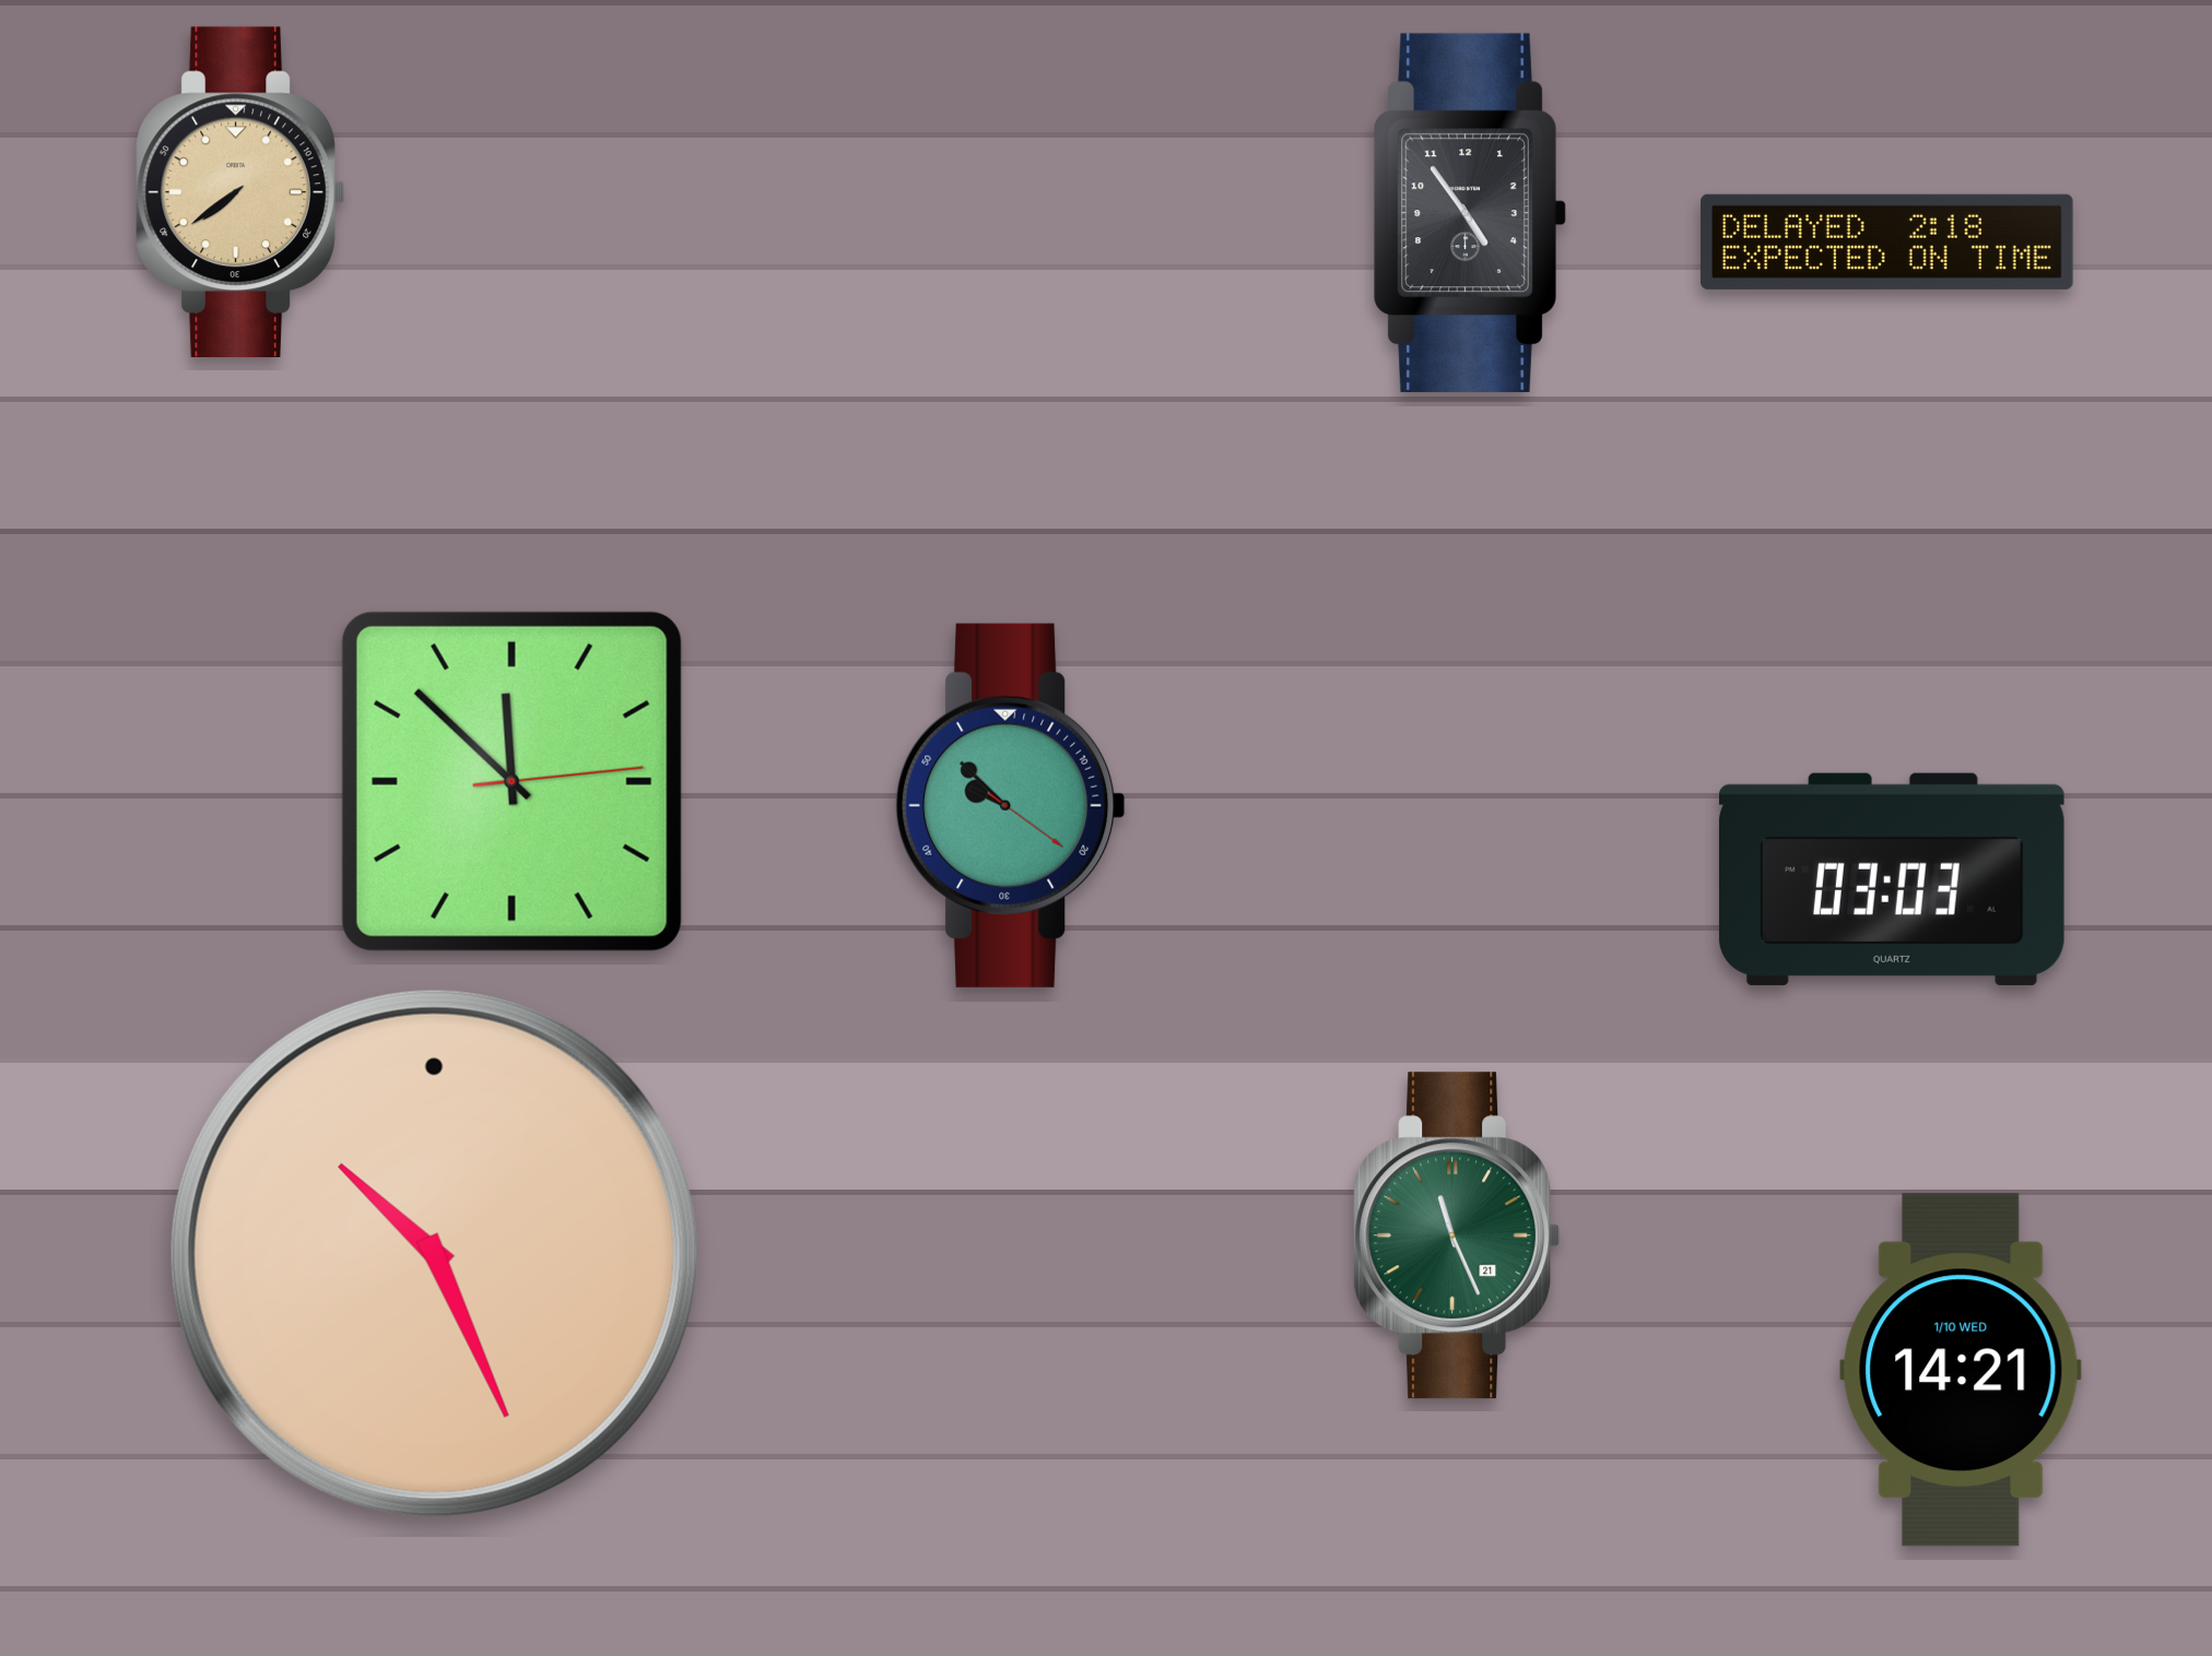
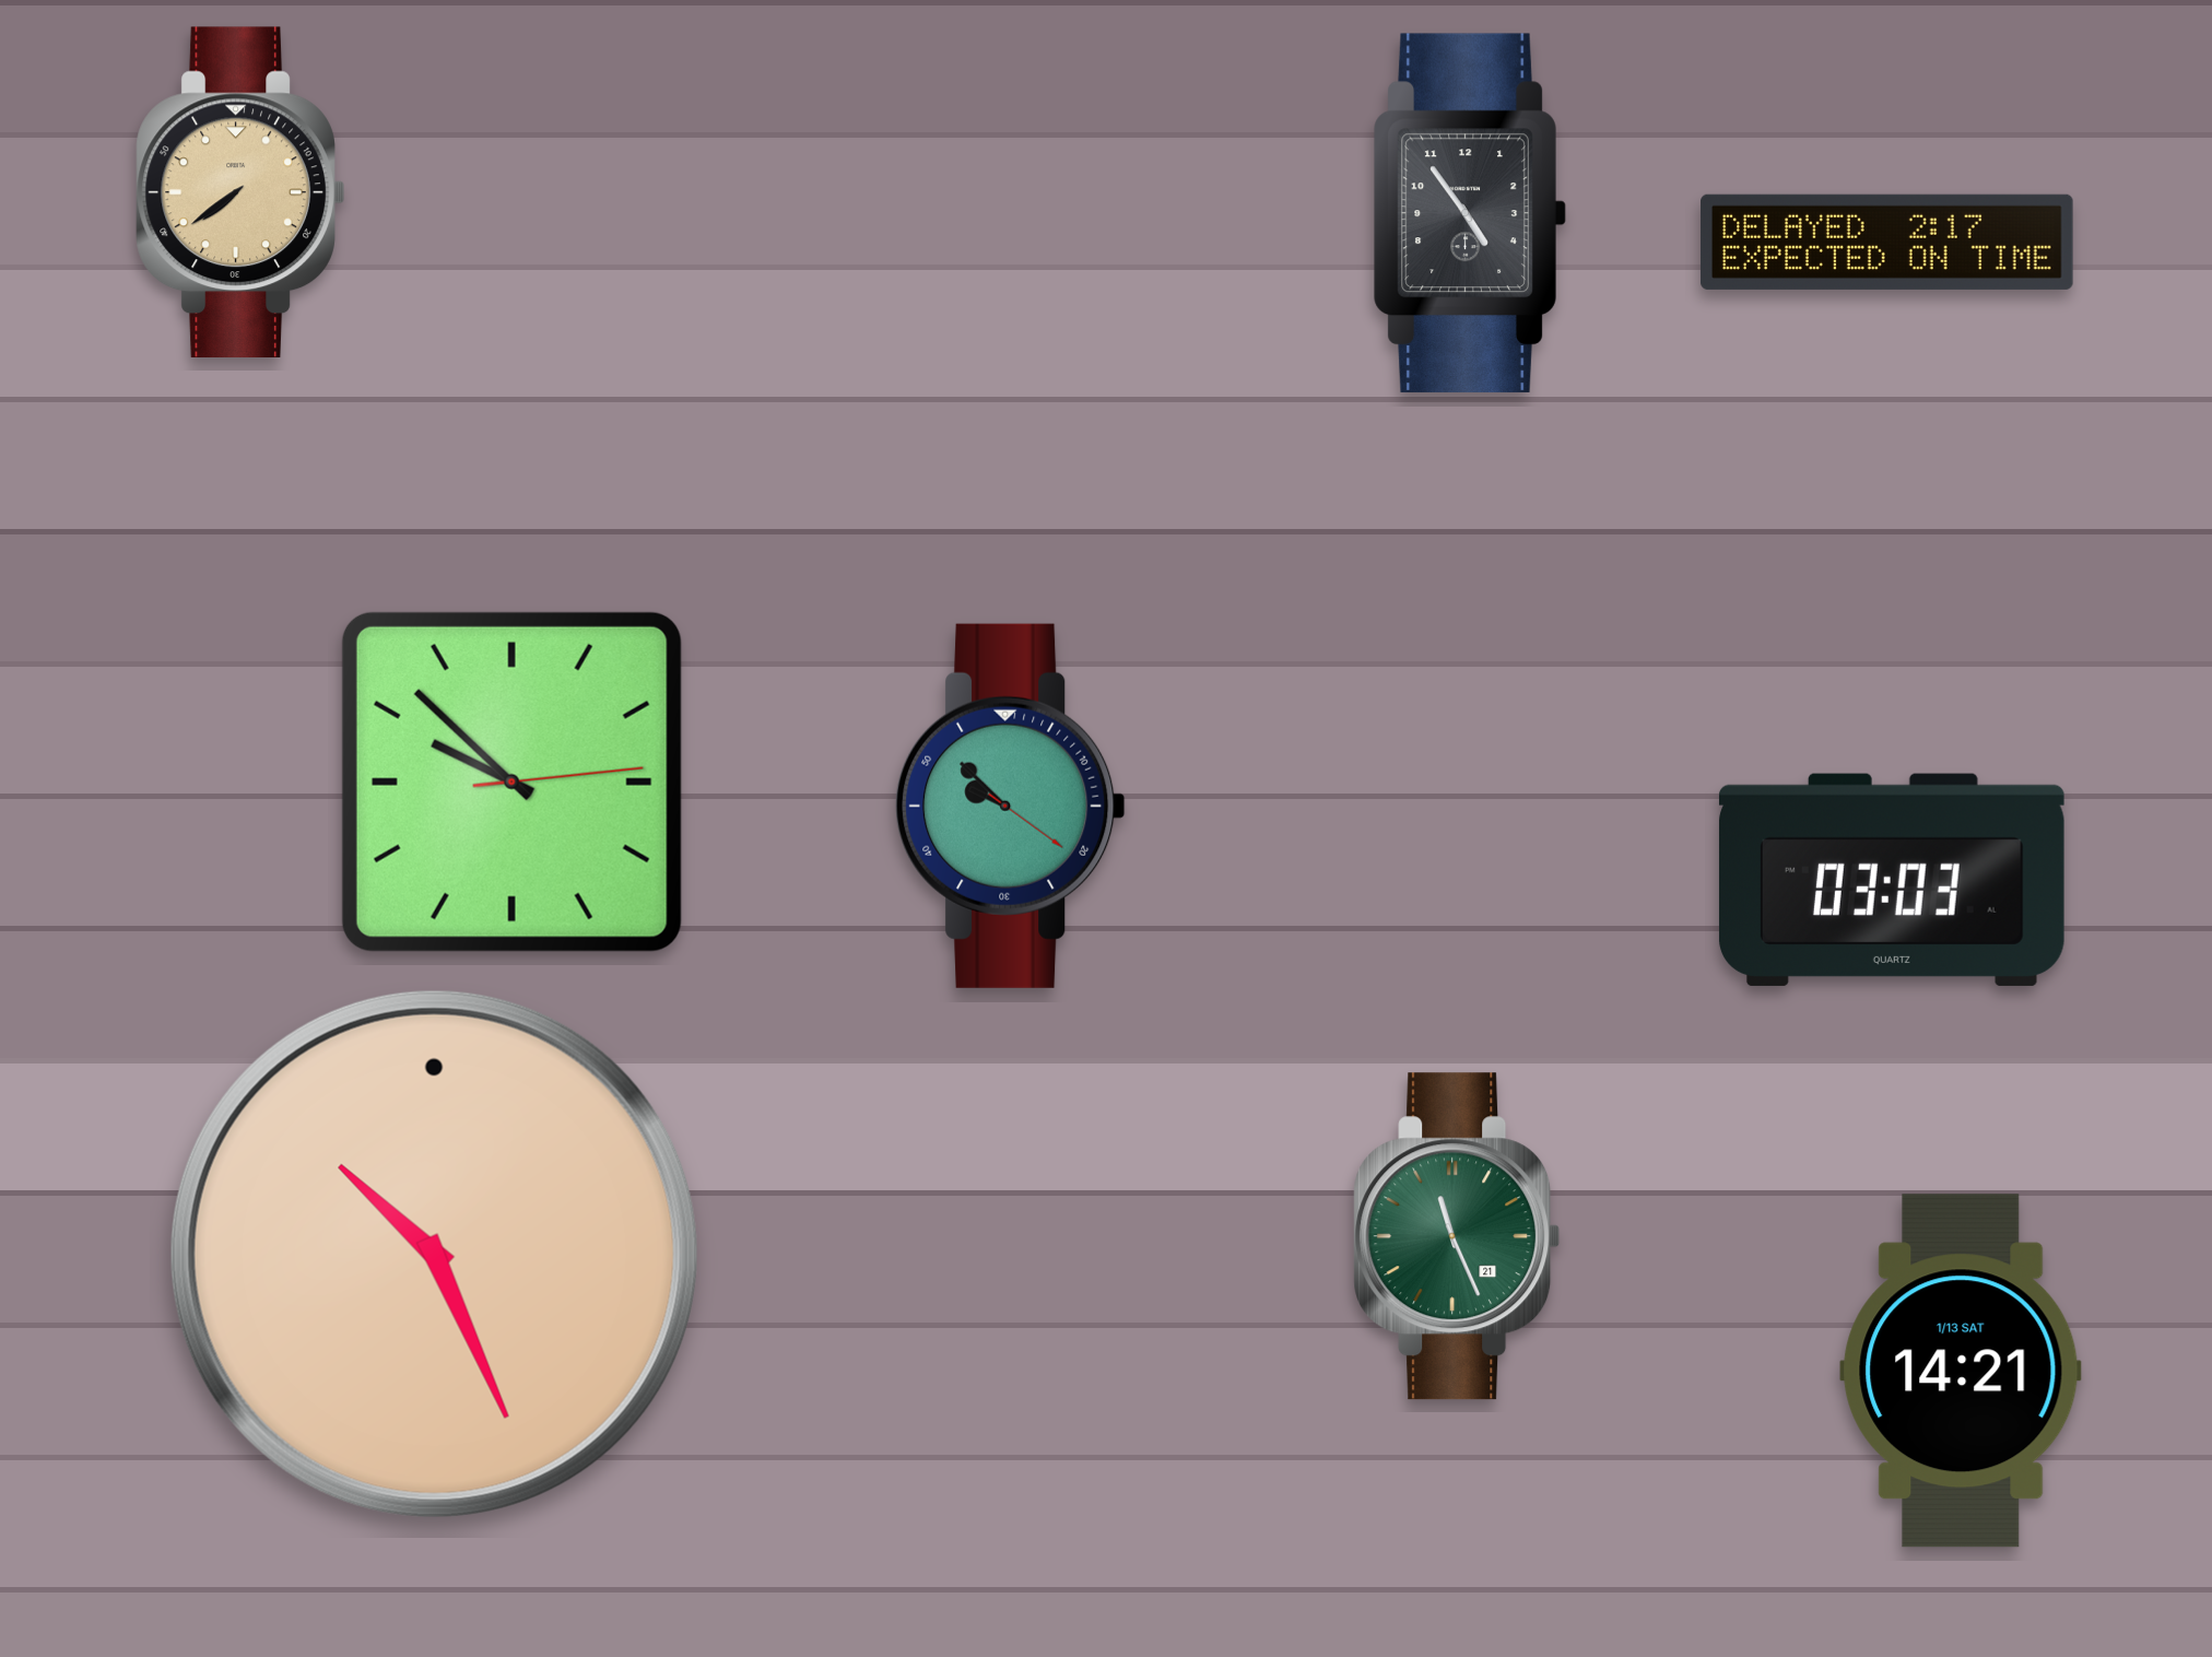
clock at (1887, 241): 2:18 -> 2:17
clock at (511, 781): 11:52 -> 9:52
clock at (1961, 1370) date: 1/10 WED -> 1/13 SAT
